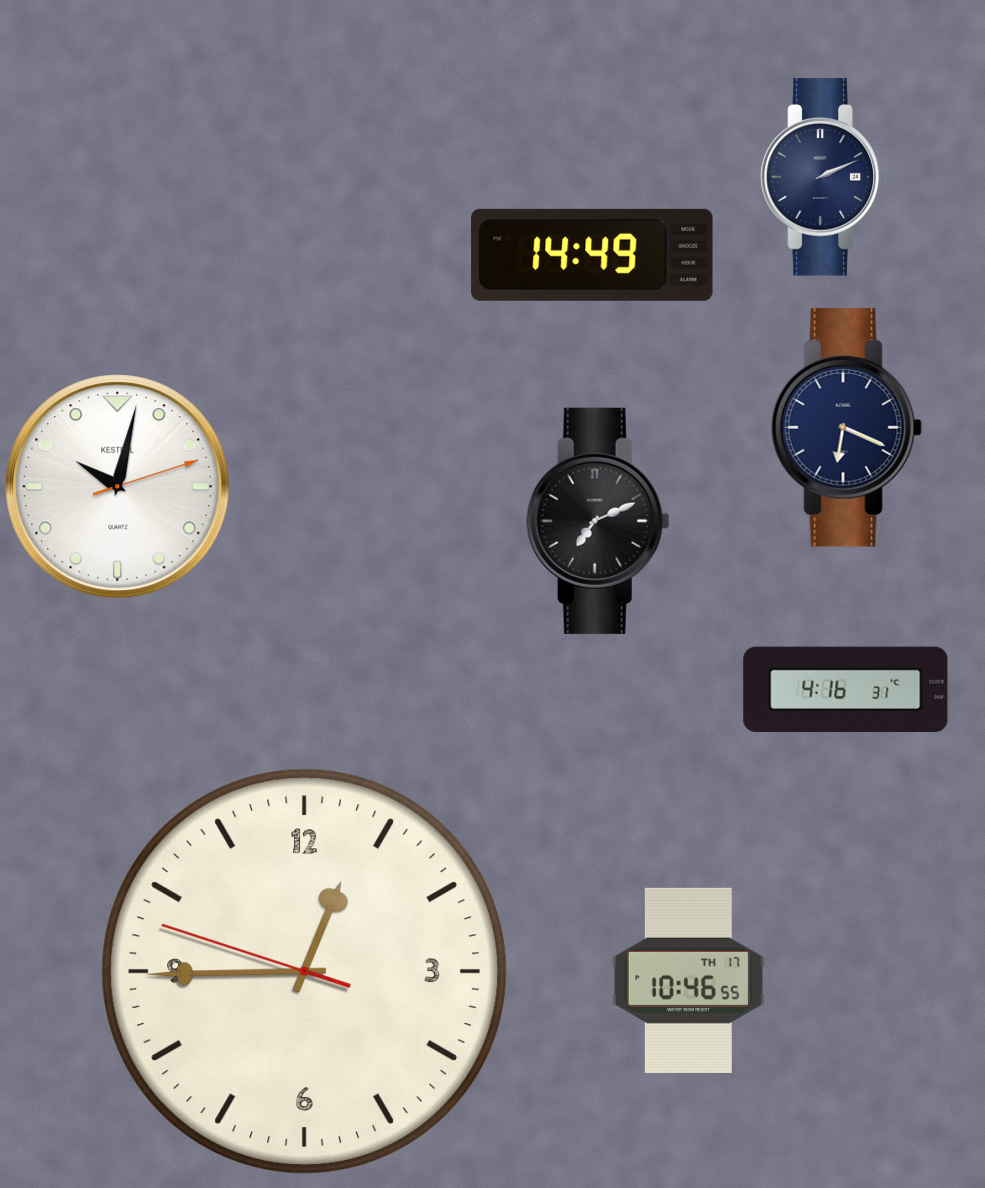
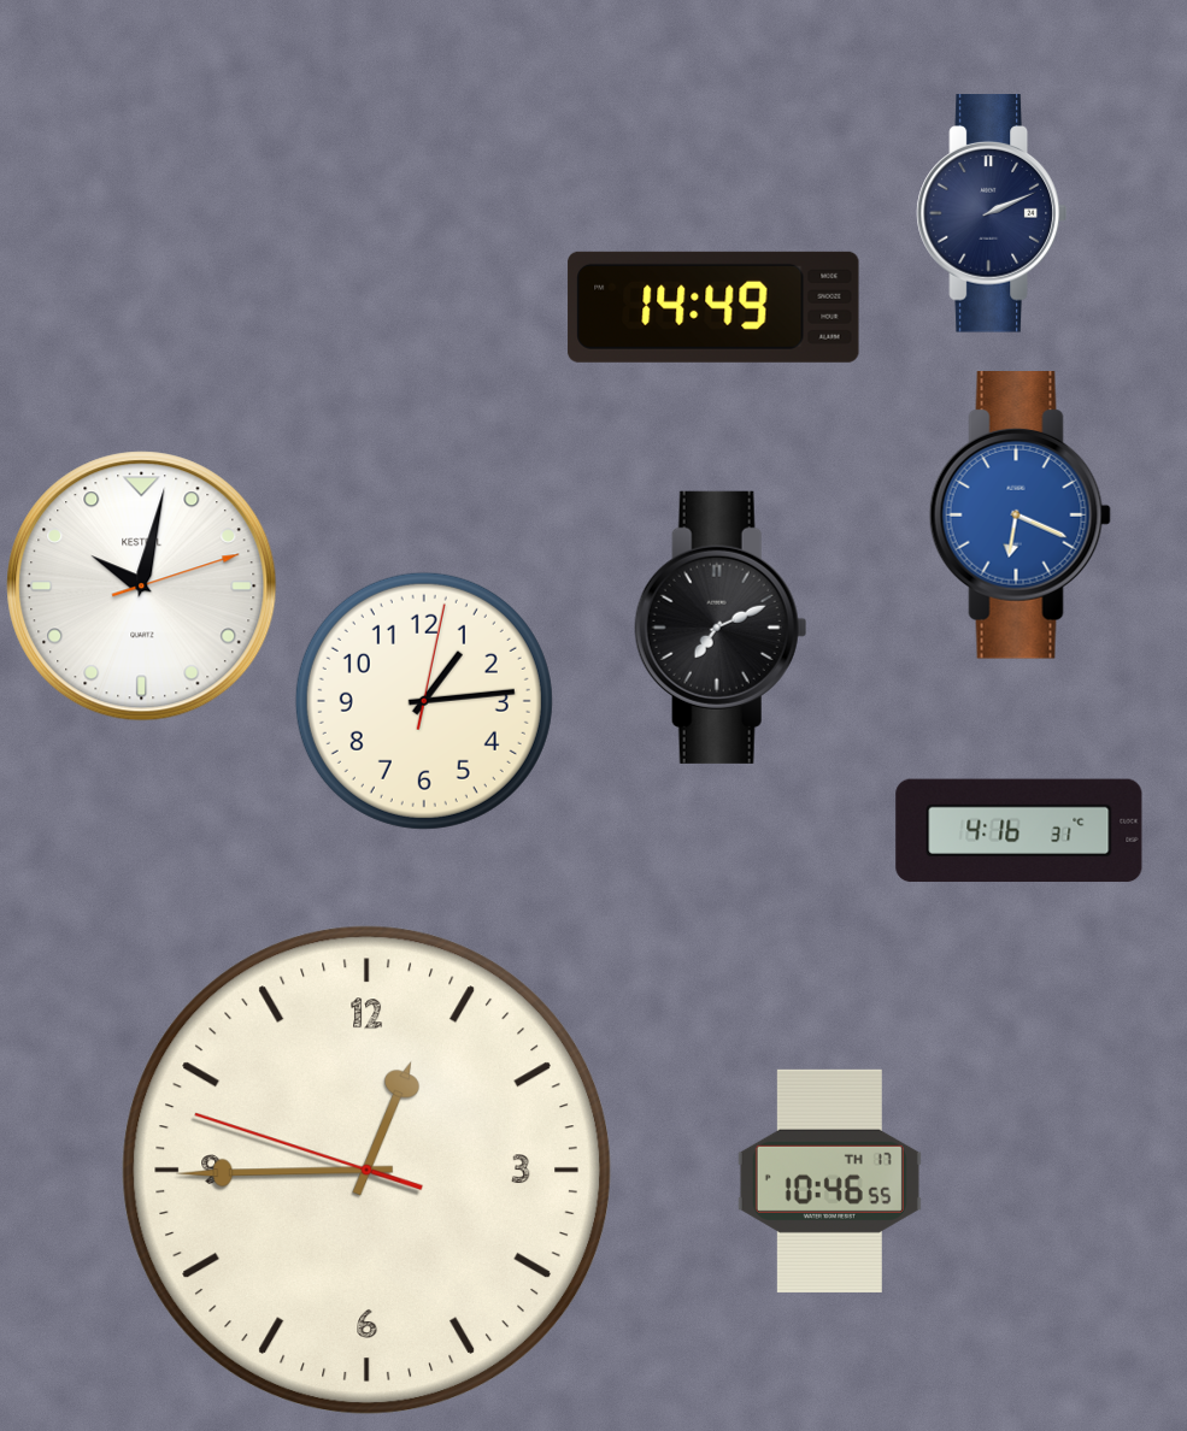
clock at (846, 428) dial: navy -> blue
clock at (424, 701): none -> 1:14
